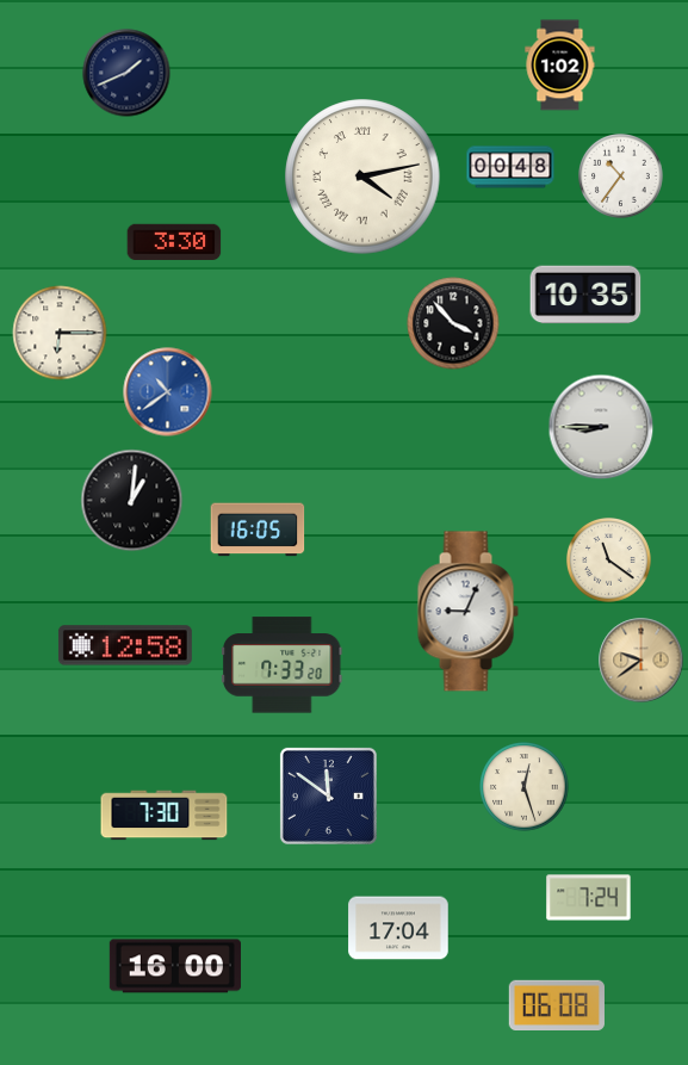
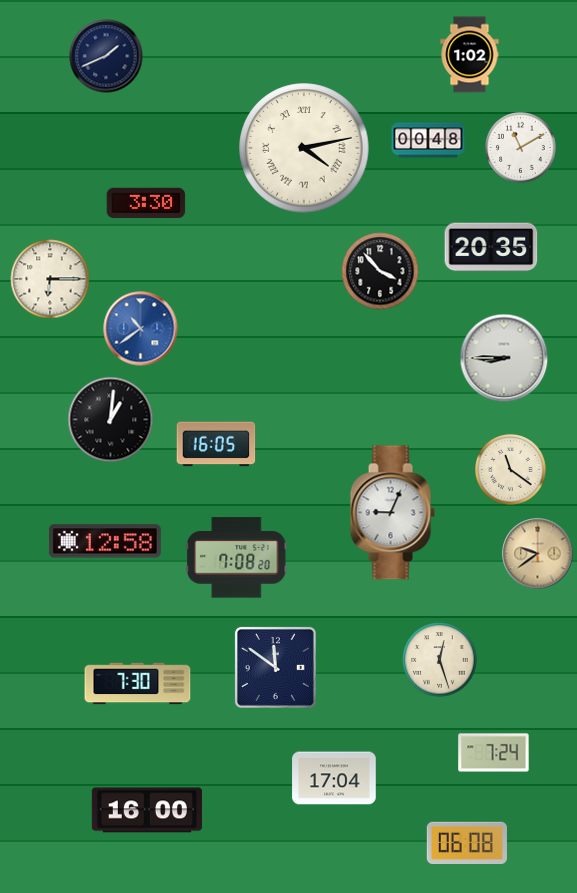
clock at (126, 73) position: (126, 73) -> (106, 56)
clock at (621, 177): 10:36 -> 11:10
clock at (585, 295): 10:35 -> 20:35
clock at (283, 665): 7:33 -> 7:08
